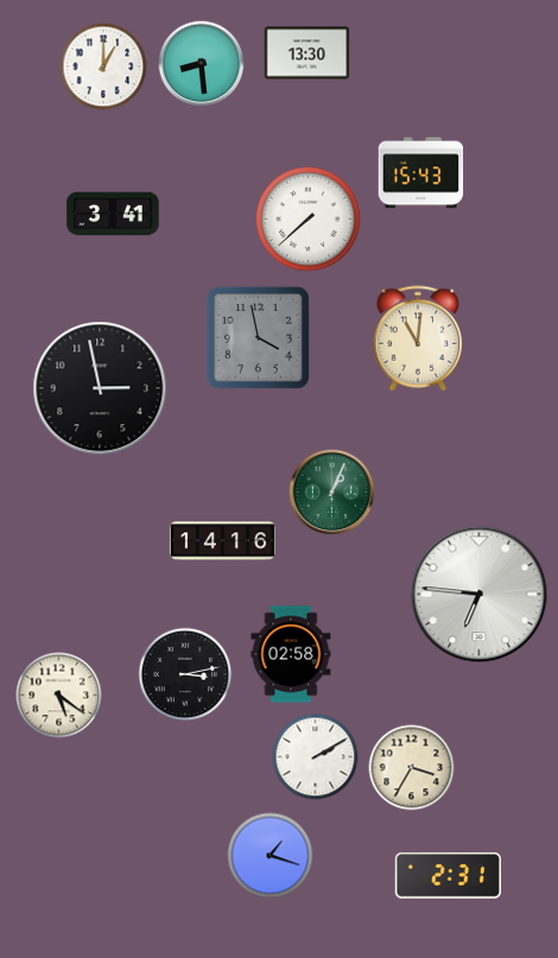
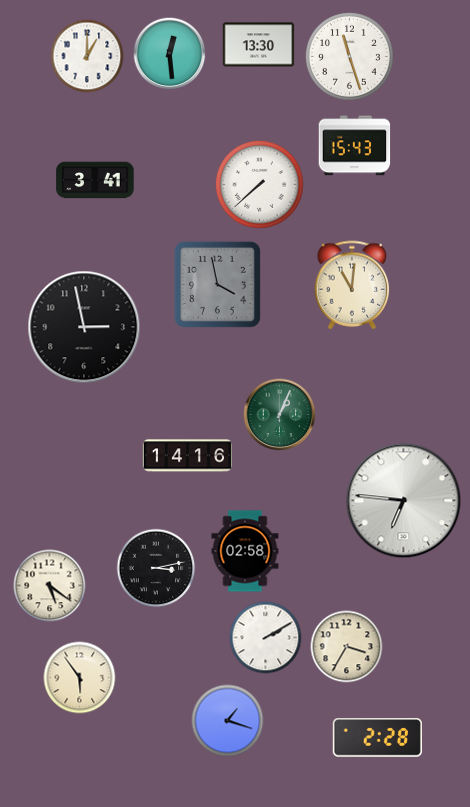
clock at (202, 64): 8:29 -> 12:29
clock at (350, 57): none -> 11:27
clock at (80, 678): none -> 5:54
clock at (448, 876): 2:31 -> 2:28
